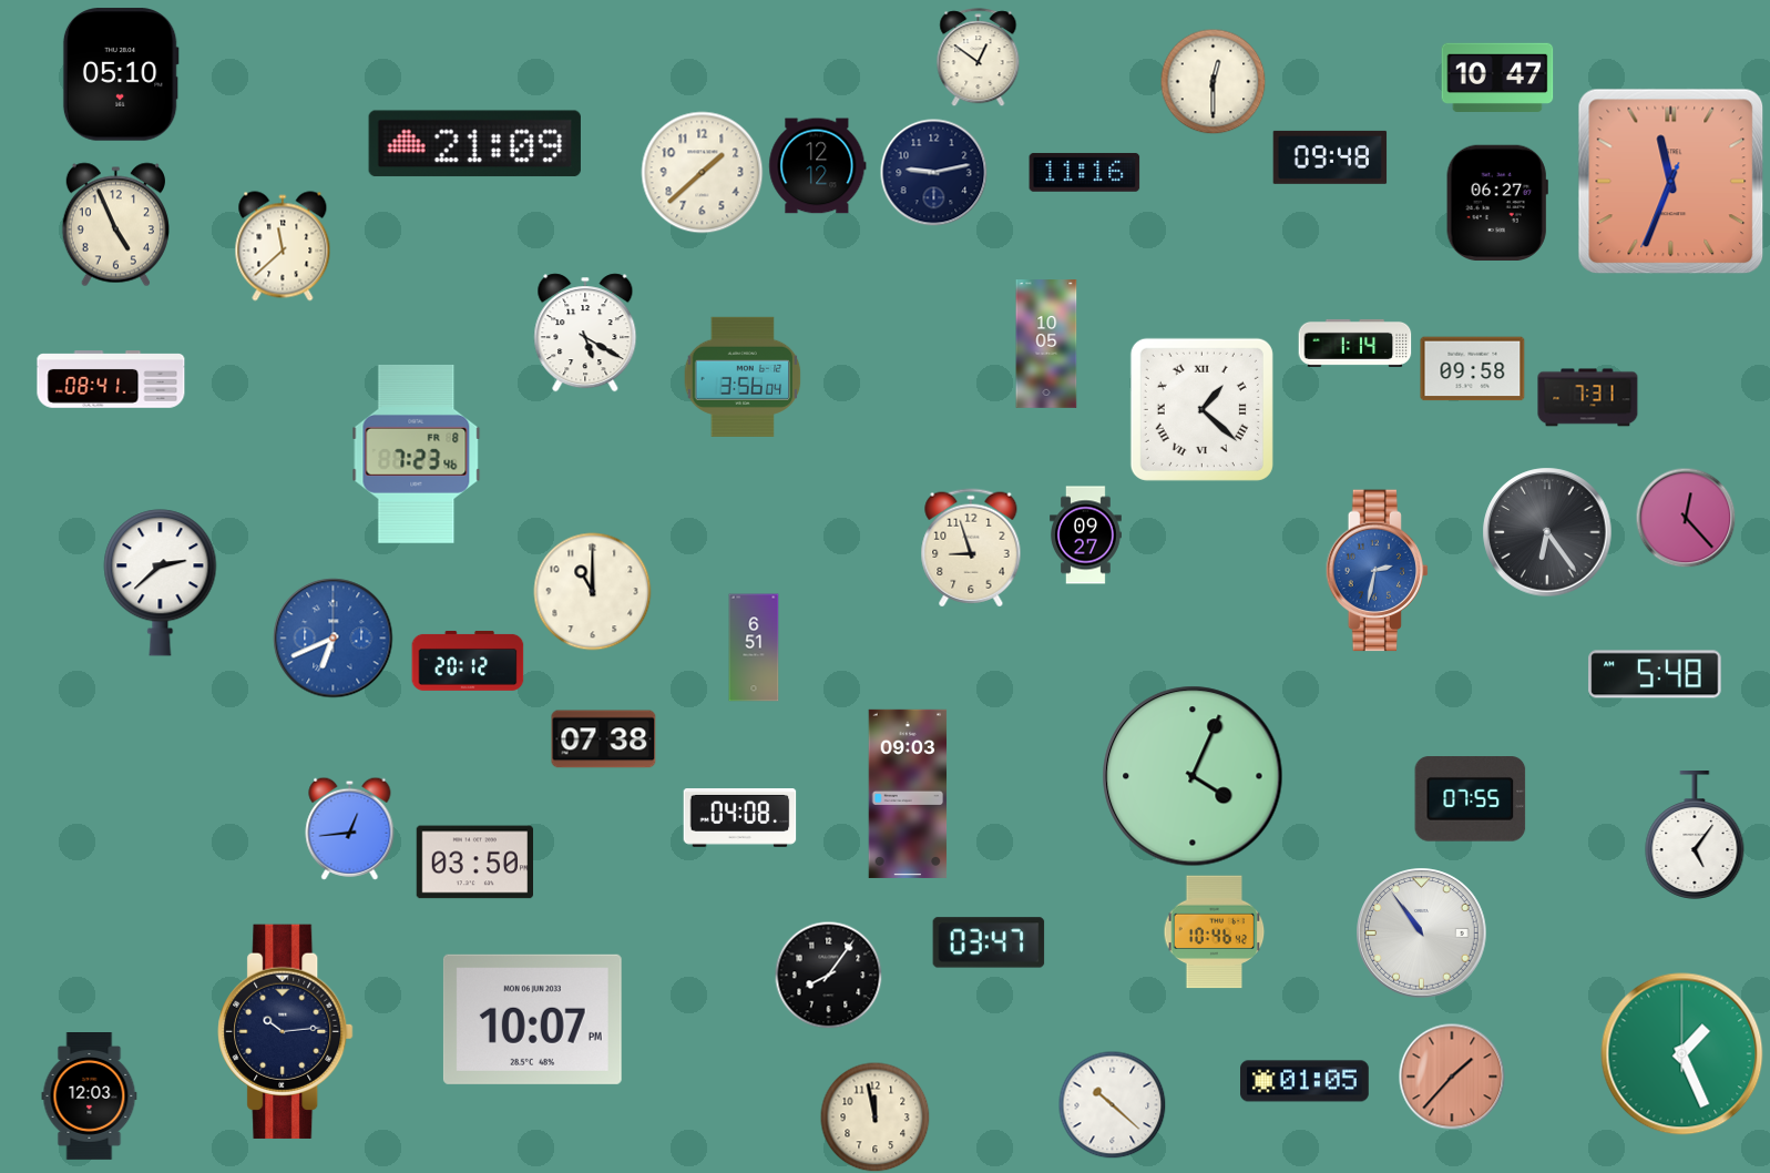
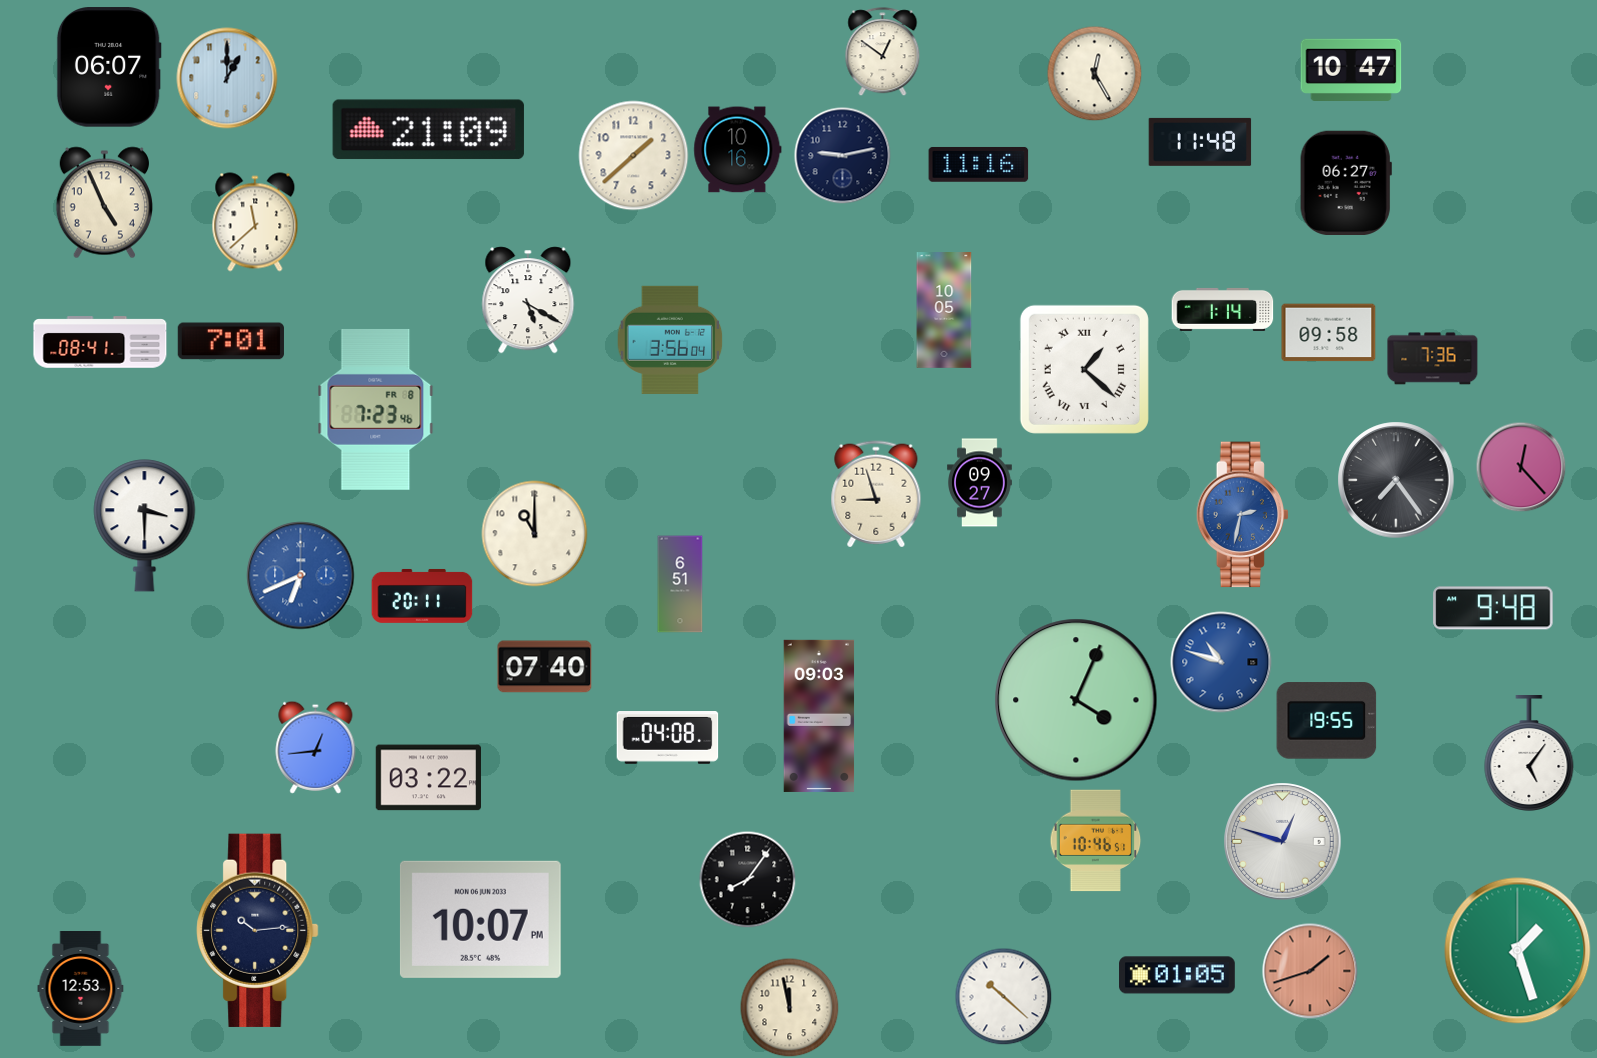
clock at (121, 74): 05:10 -> 06:07
clock at (1213, 81): 12:30 -> 12:25
clock at (227, 78): none -> 1:00
clock at (1330, 157): 09:48 -> 11:48
clock at (818, 166): 12:12 -> 10:16
clock at (1085, 172) position: (1085, 172) -> (979, 164)
clock at (1671, 182): 11:33 -> none
clock at (1497, 203) position: (1497, 203) -> (1346, 183)
clock at (231, 341): none -> 7:01
clock at (1588, 398): 7:31 -> 7:36
clock at (1547, 532): 6:24 -> 7:24
clock at (161, 583): 2:38 -> 3:30
clock at (468, 661): 20:12 -> 20:11
clock at (1655, 674): 5:48 -> 9:48
clock at (1221, 662): none -> 10:48
clock at (604, 739): 07:38 -> 07:40
clock at (1471, 799): 07:55 -> 19:55
clock at (474, 863): 03:50 -> 03:22
clock at (1215, 932): 10:46:42 -> 10:46:51
clock at (1422, 934): 10:54 -> 12:48
clock at (989, 942): 03:47 -> none
clock at (1682, 1054): 1:26 -> 1:27
clock at (1452, 1077): 1:37 -> 1:42
clock at (90, 1096): 12:03 -> 12:53
